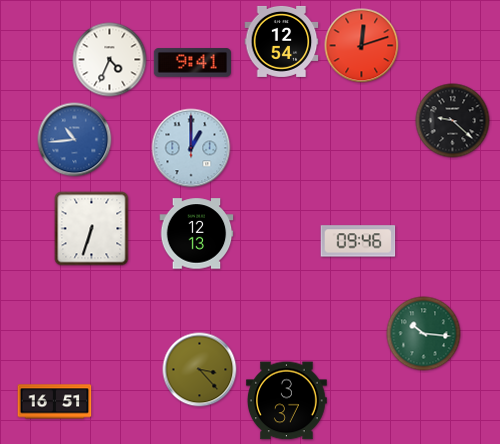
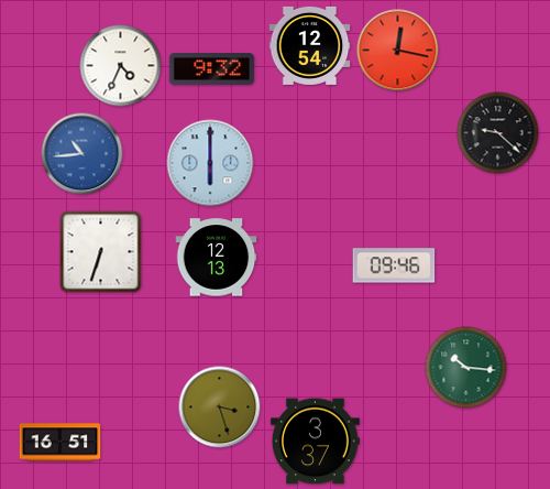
clock at (362, 46): 12:12 -> 12:17
clock at (192, 63): 9:41 -> 9:32
clock at (191, 148): 1:00 -> 6:00
clock at (200, 370): 3:23 -> 3:27
